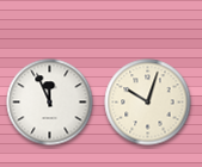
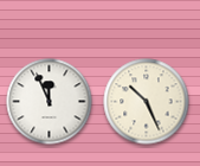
clock at (148, 103): 10:03 -> 10:26
